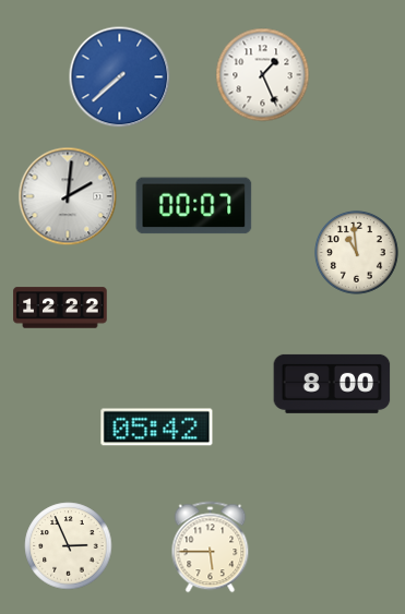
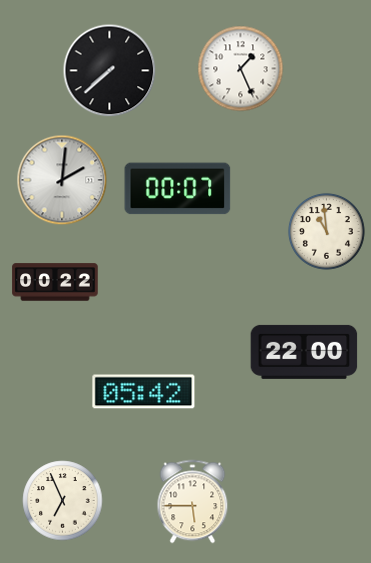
clock at (120, 77) dial: blue -> black
clock at (60, 308): 12:22 -> 00:22
clock at (332, 384): 8:00 -> 22:00
clock at (69, 546): 2:56 -> 6:56
